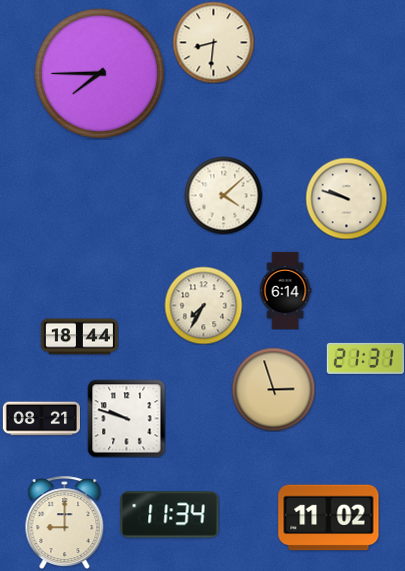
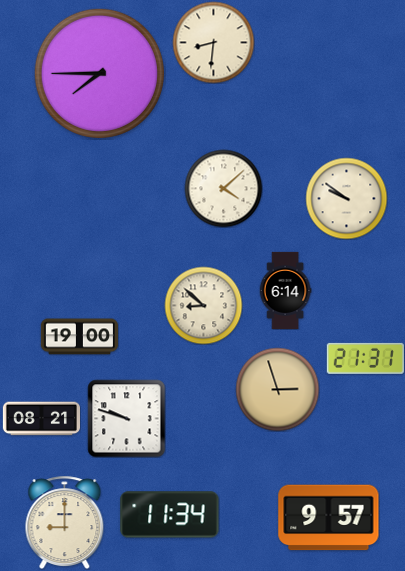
clock at (223, 195) position: (223, 195) -> (223, 188)
clock at (346, 198): 9:48 -> 9:51
clock at (203, 305): 7:35 -> 8:52
clock at (79, 337): 18:44 -> 19:00
clock at (273, 389) position: (273, 389) -> (277, 389)
clock at (329, 518): 11:02 -> 9:57
